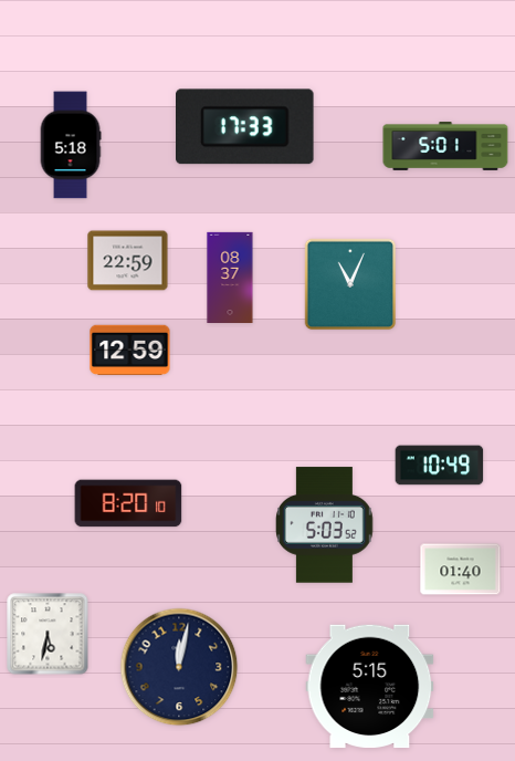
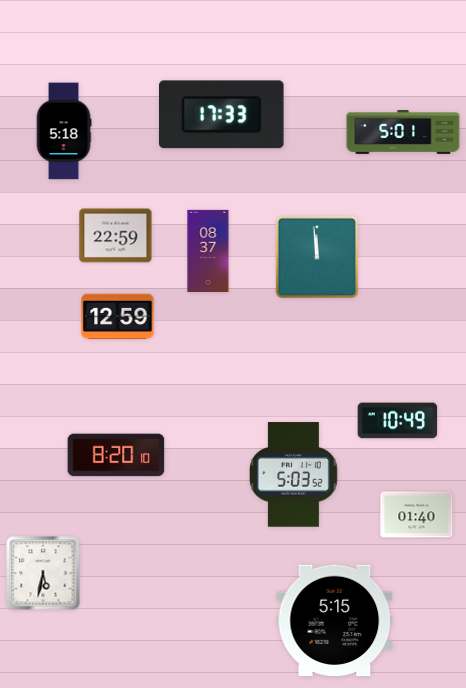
clock at (350, 284): 11:04 -> 11:59
clock at (179, 667): 12:02 -> none
